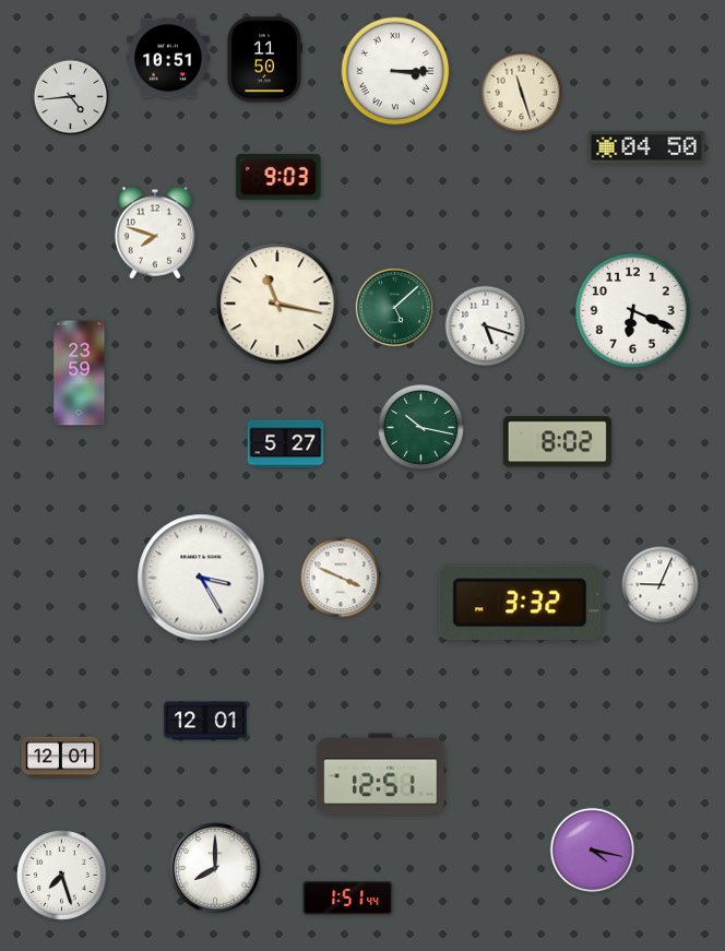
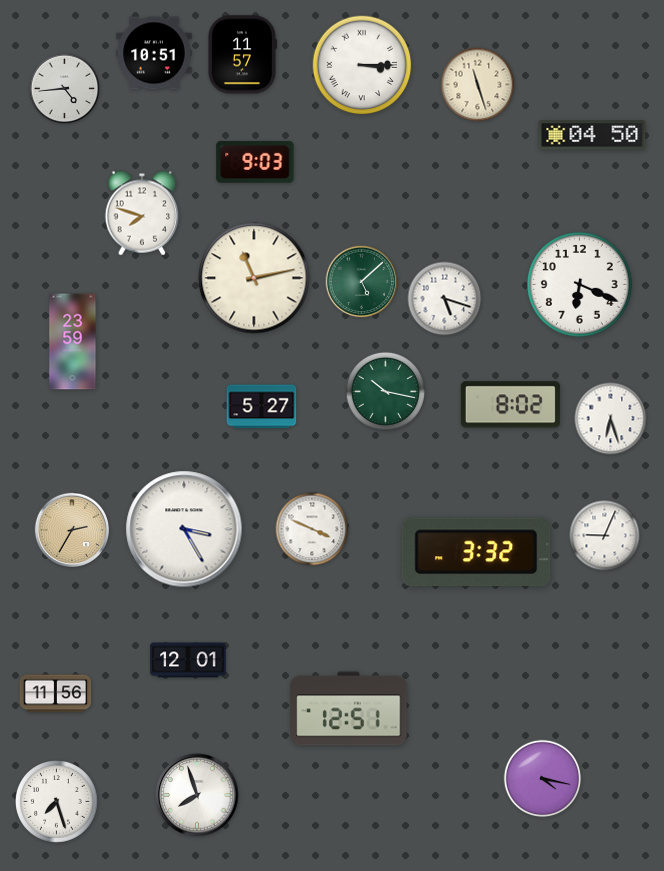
clock at (264, 60): 11:50 -> 11:57
clock at (277, 304): 11:17 -> 11:13
clock at (611, 419): none -> 6:27
clock at (71, 529): none -> 2:35
clock at (61, 758): 12:01 -> 11:56
clock at (215, 868): 8:00 -> 7:57
clock at (348, 899): 1:51 -> none
